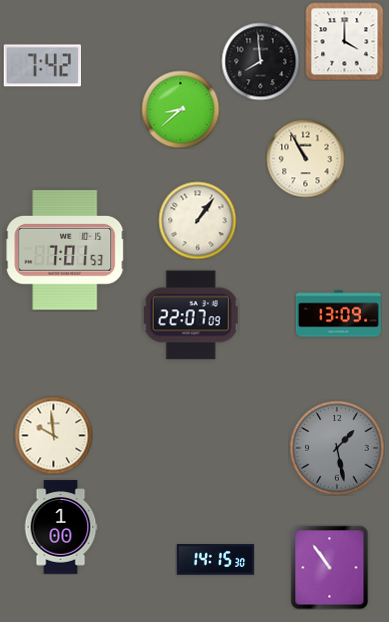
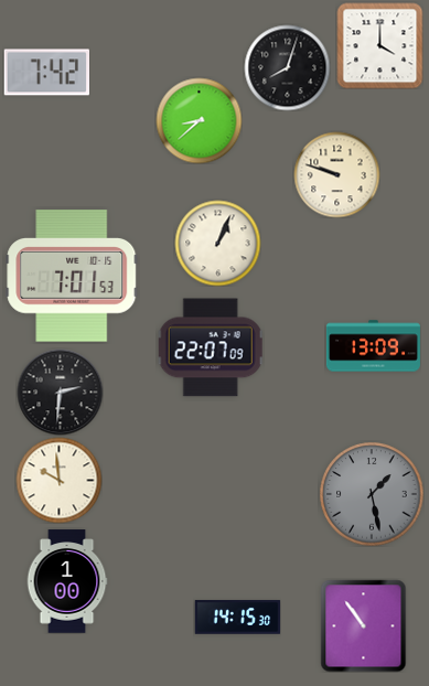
clock at (260, 61): 7:59 -> 8:03
clock at (305, 158): 10:55 -> 9:48
clock at (197, 220): 1:06 -> 1:04
clock at (60, 392): none -> 2:31
